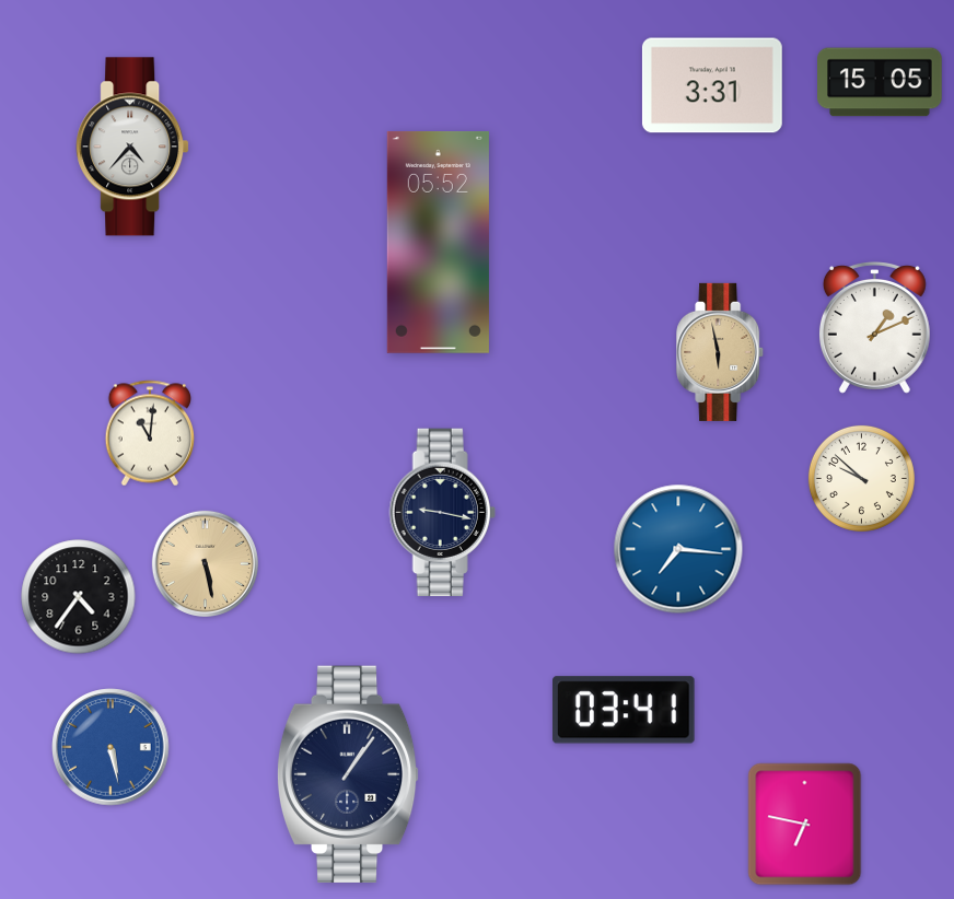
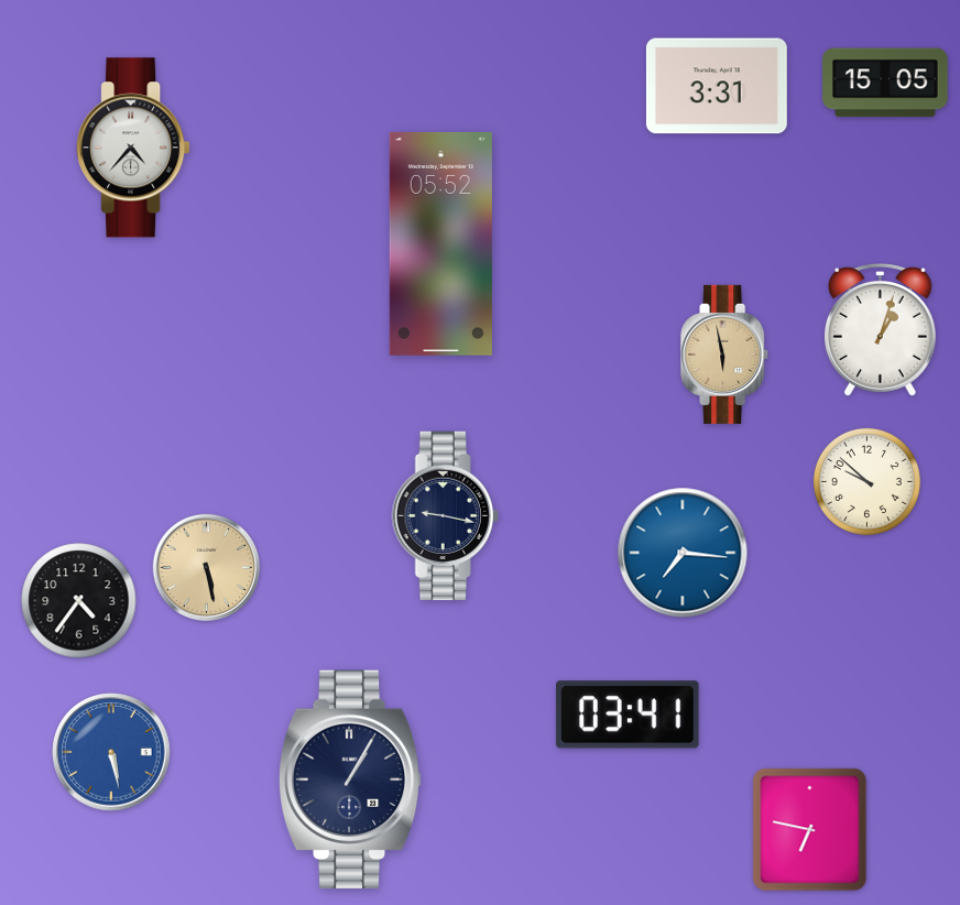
clock at (874, 328): 1:11 -> 1:03
clock at (149, 433): 11:01 -> none
clock at (348, 774): 1:06 -> 1:05
